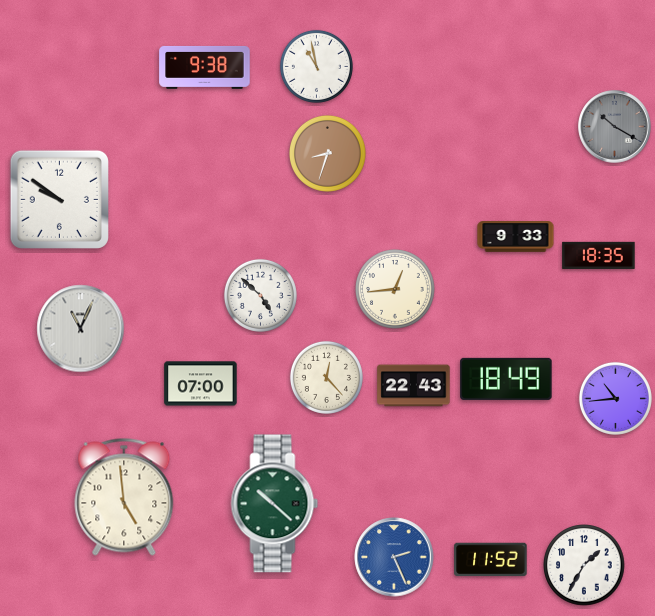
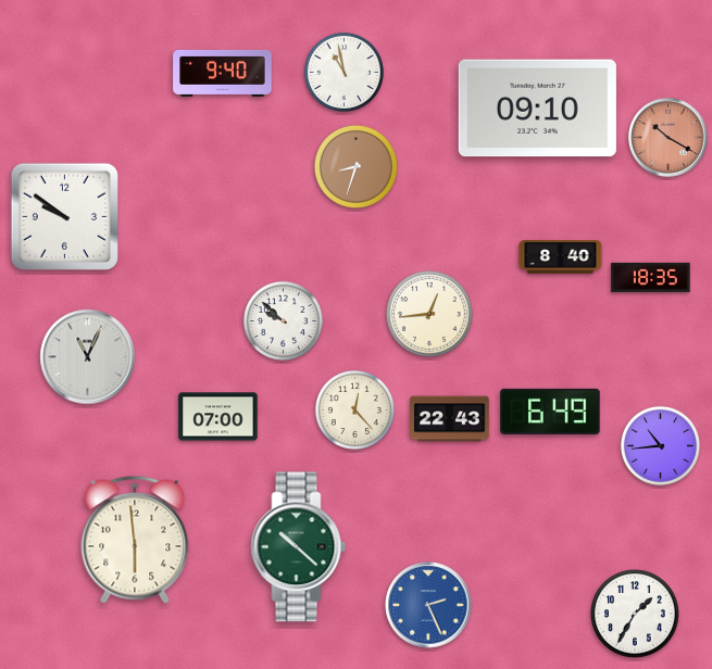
clock at (205, 67): 9:38 -> 9:40
clock at (537, 109): none -> 09:10
clock at (615, 127) dial: grey -> salmon
clock at (516, 237): 9:33 -> 8:40
clock at (260, 295): 4:52 -> 9:52
clock at (506, 379): 18:49 -> 6:49
clock at (615, 398) position: (615, 398) -> (660, 445)
clock at (124, 497): 4:59 -> 5:59
clock at (491, 560): 11:52 -> none
